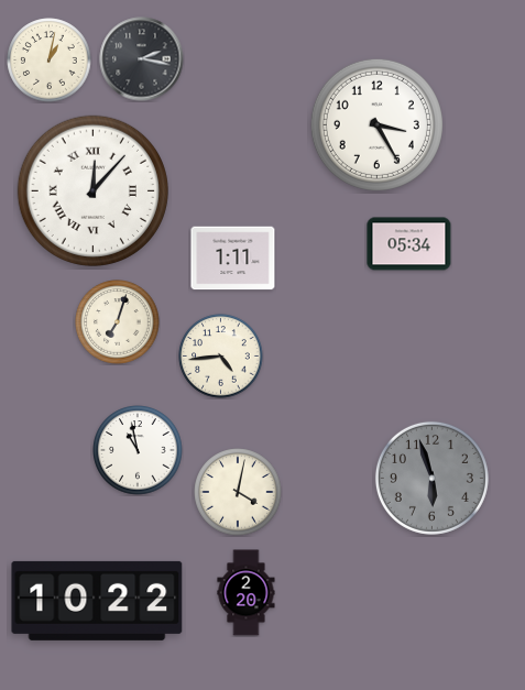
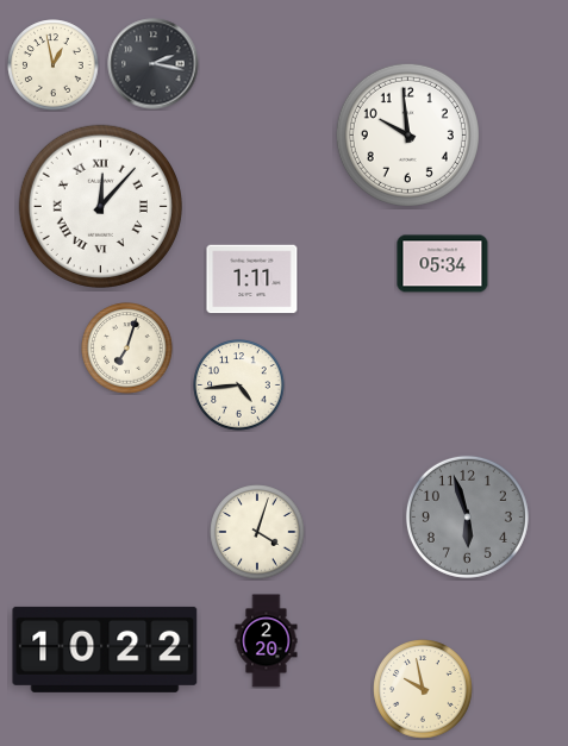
clock at (50, 61): 1:02 -> 12:58
clock at (376, 124): 3:25 -> 9:59
clock at (138, 450): 10:58 -> none
clock at (238, 492): 4:02 -> 4:03
clock at (423, 689): none -> 9:58
